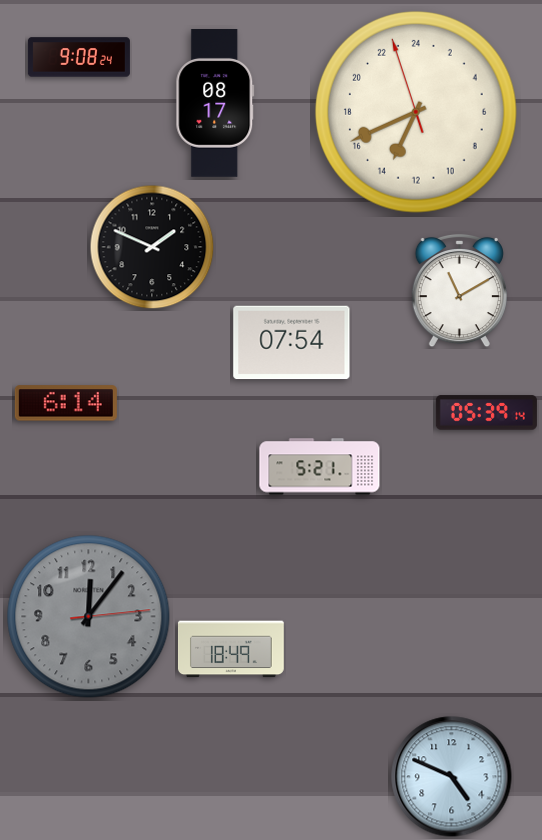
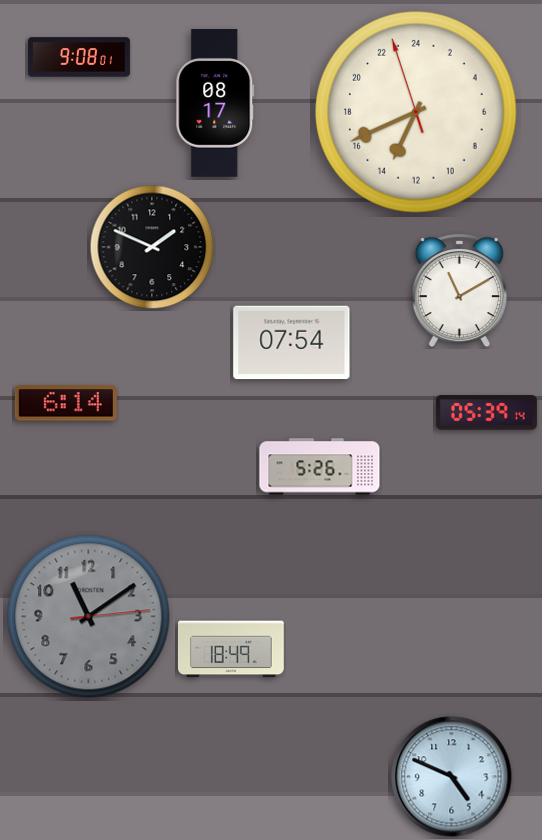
clock at (79, 57): 9:08:24 -> 9:08:01
clock at (320, 467): 5:21 -> 5:26
clock at (89, 617): 12:06 -> 11:09
